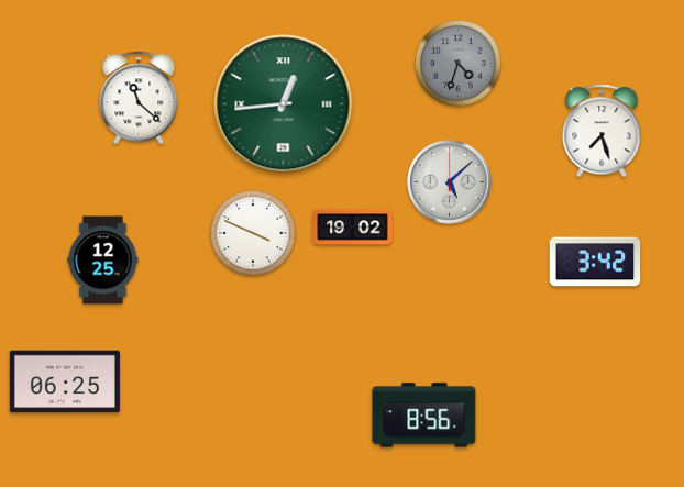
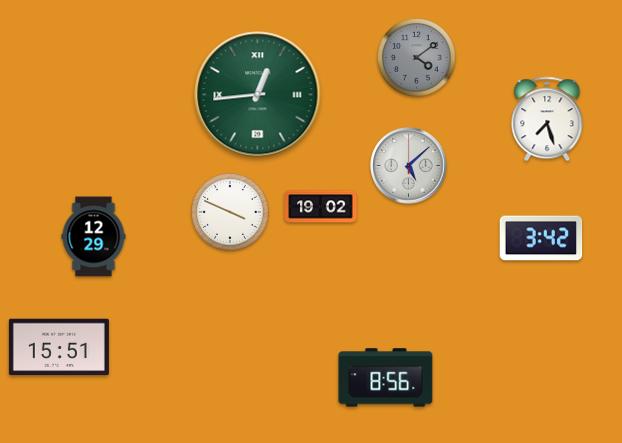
clock at (459, 64): 4:33 -> 4:09
clock at (139, 98): 11:22 -> none
clock at (103, 261): 12:25 -> 12:29
clock at (65, 381): 06:25 -> 15:51
